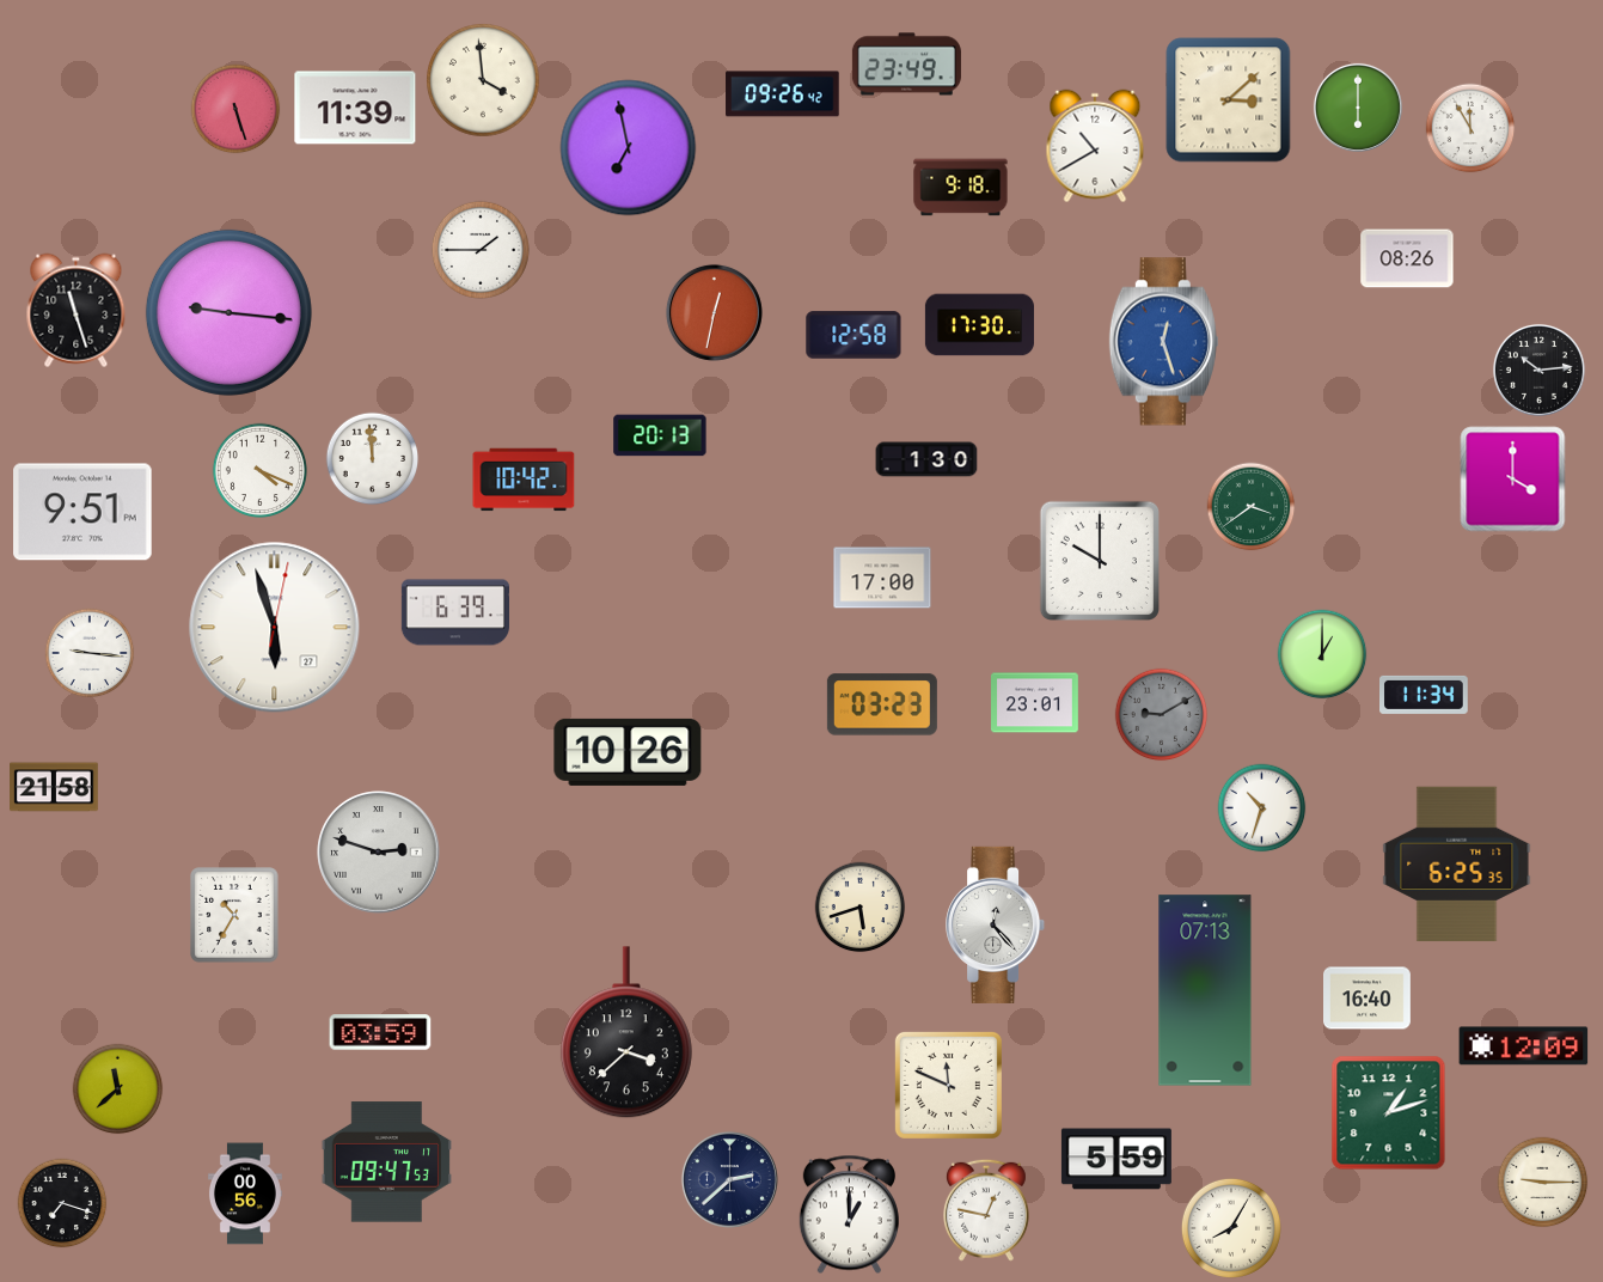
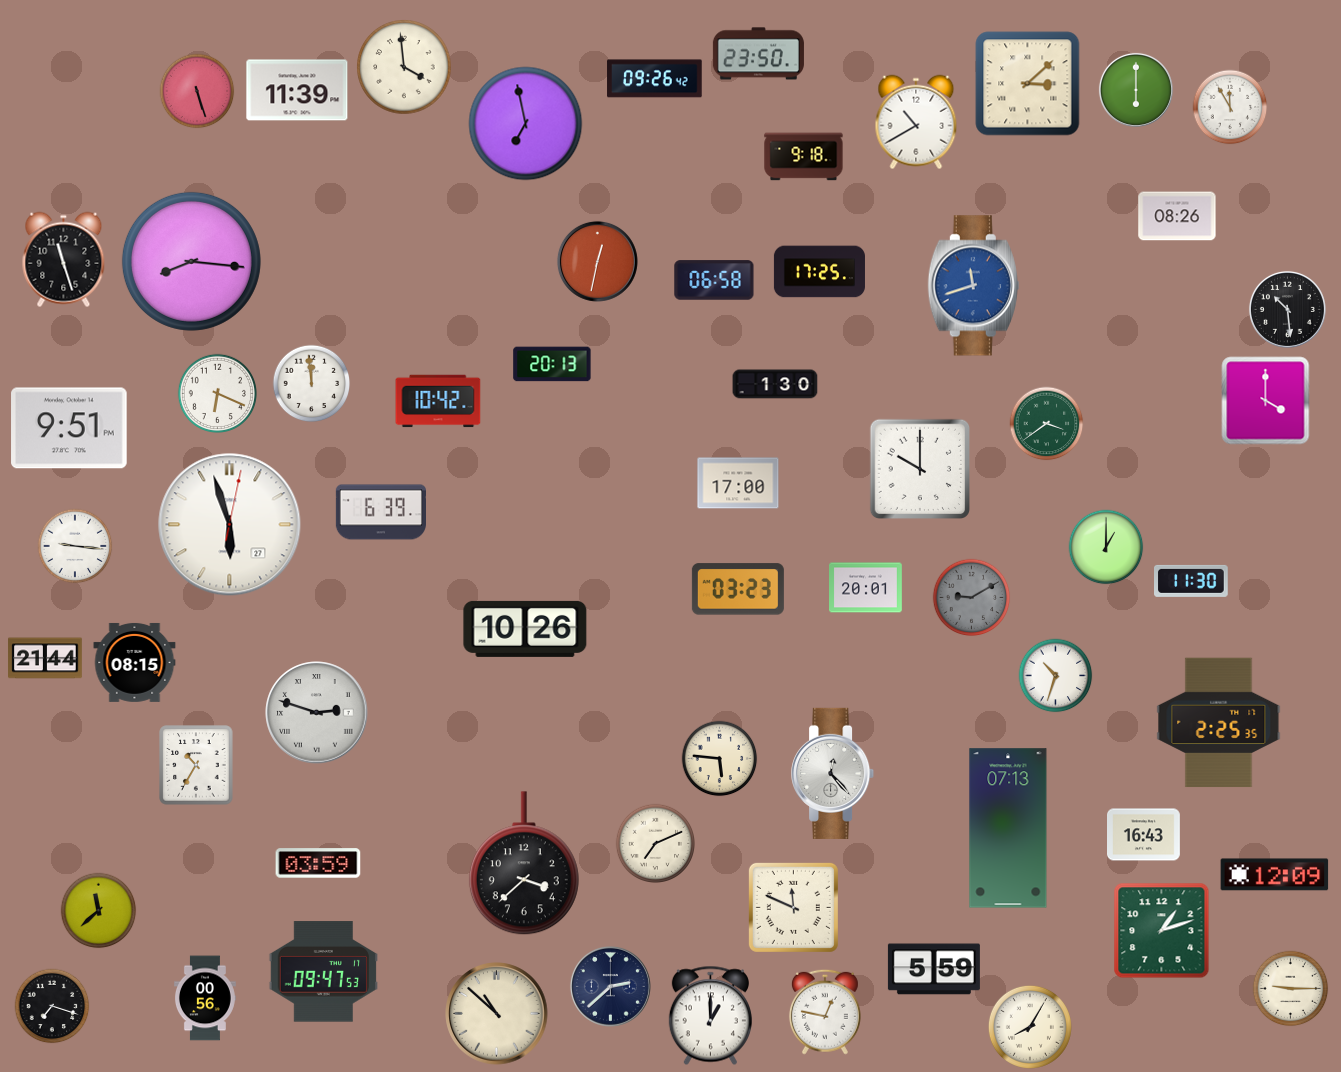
clock at (906, 65): 23:49 -> 23:50
clock at (481, 250): 1:45 -> none
clock at (228, 312): 9:16 -> 8:16
clock at (979, 325): 17:30 -> 17:25
clock at (853, 335): 12:58 -> 06:58
clock at (1163, 342): 12:27 -> 11:42
clock at (1538, 370): 10:14 -> 10:29
clock at (259, 470): 4:19 -> 6:19
clock at (1425, 695): 11:34 -> 11:30
clock at (1035, 703): 23:01 -> 20:01
clock at (54, 787): 21:58 -> 21:44
clock at (135, 662): none -> 08:15
clock at (1457, 865): 6:25 -> 2:25
clock at (861, 908): 5:42 -> 5:46
clock at (1368, 999): 16:40 -> 16:43
clock at (655, 843): none -> 7:11
clock at (497, 1014): none -> 10:52
